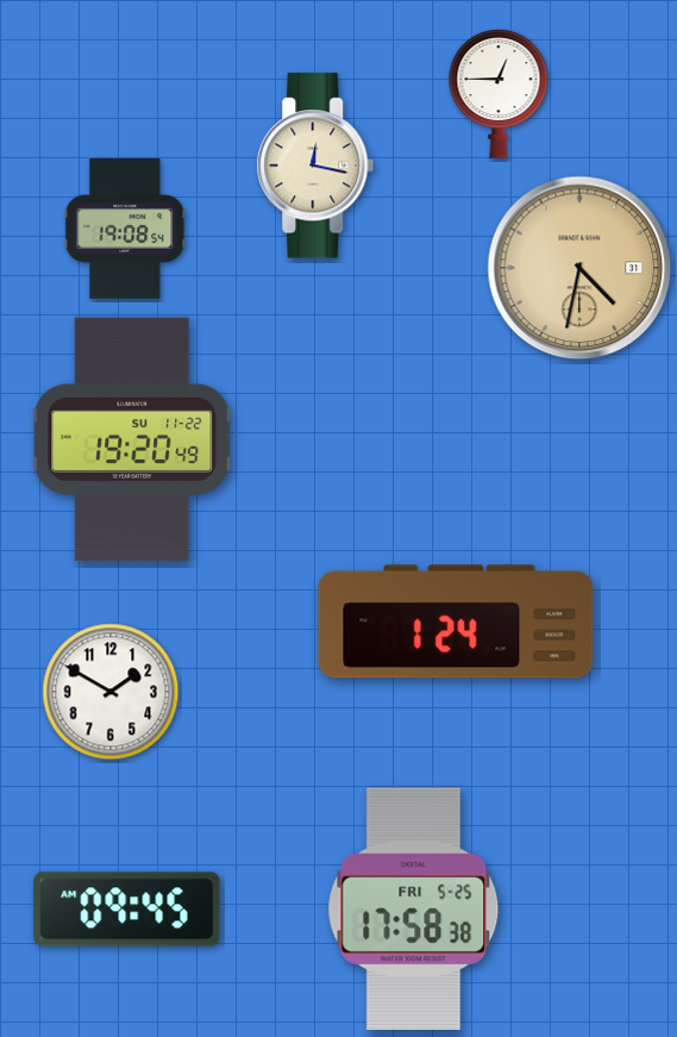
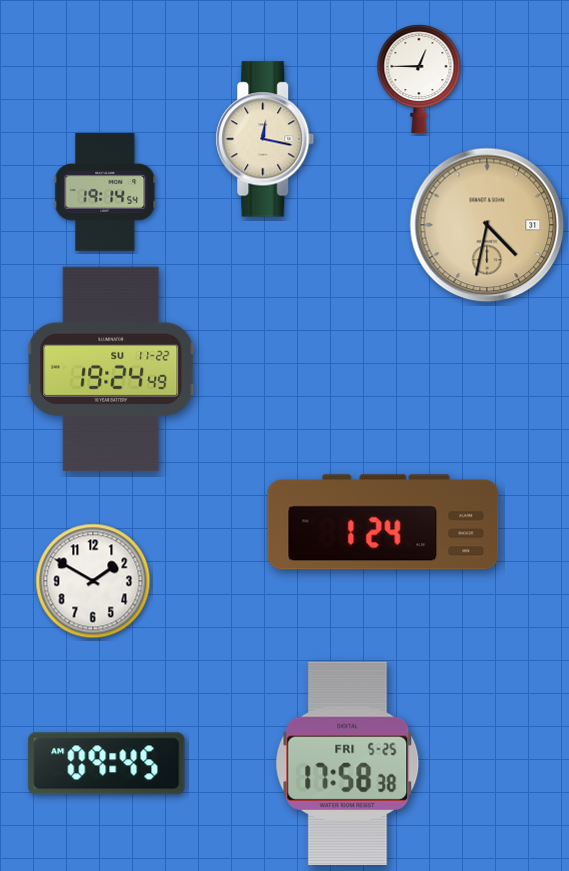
clock at (125, 229): 19:08 -> 19:14
clock at (133, 439): 19:20 -> 19:24
